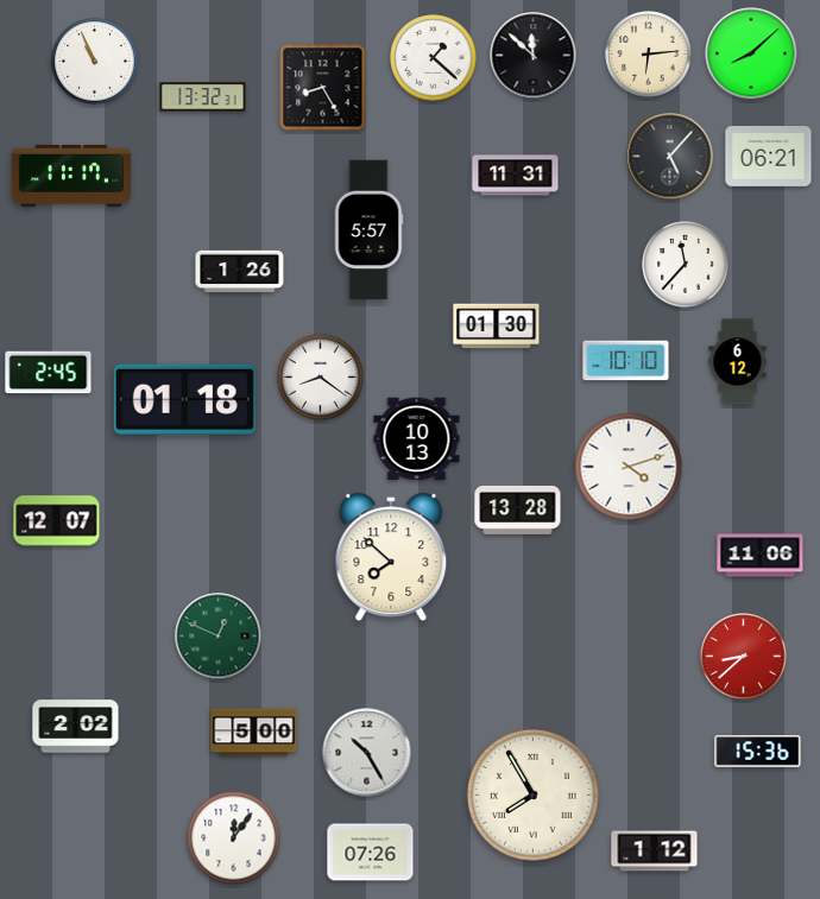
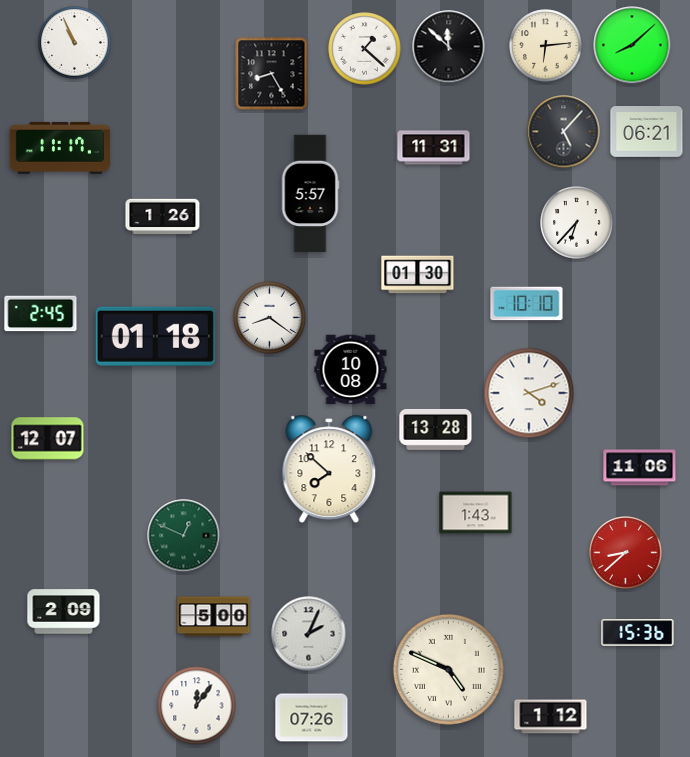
clock at (95, 62) position: (95, 62) -> (75, 43)
clock at (203, 97): 13:32 -> none
clock at (686, 265): 11:37 -> 6:37
clock at (240, 272) position: (240, 272) -> (163, 217)
clock at (738, 362): 6:12 -> none
clock at (417, 439): 10:13 -> 10:08
clock at (476, 513): none -> 1:43
clock at (76, 727): 2:02 -> 2:09
clock at (367, 753): 10:25 -> 2:04
clock at (532, 794): 7:55 -> 4:49
